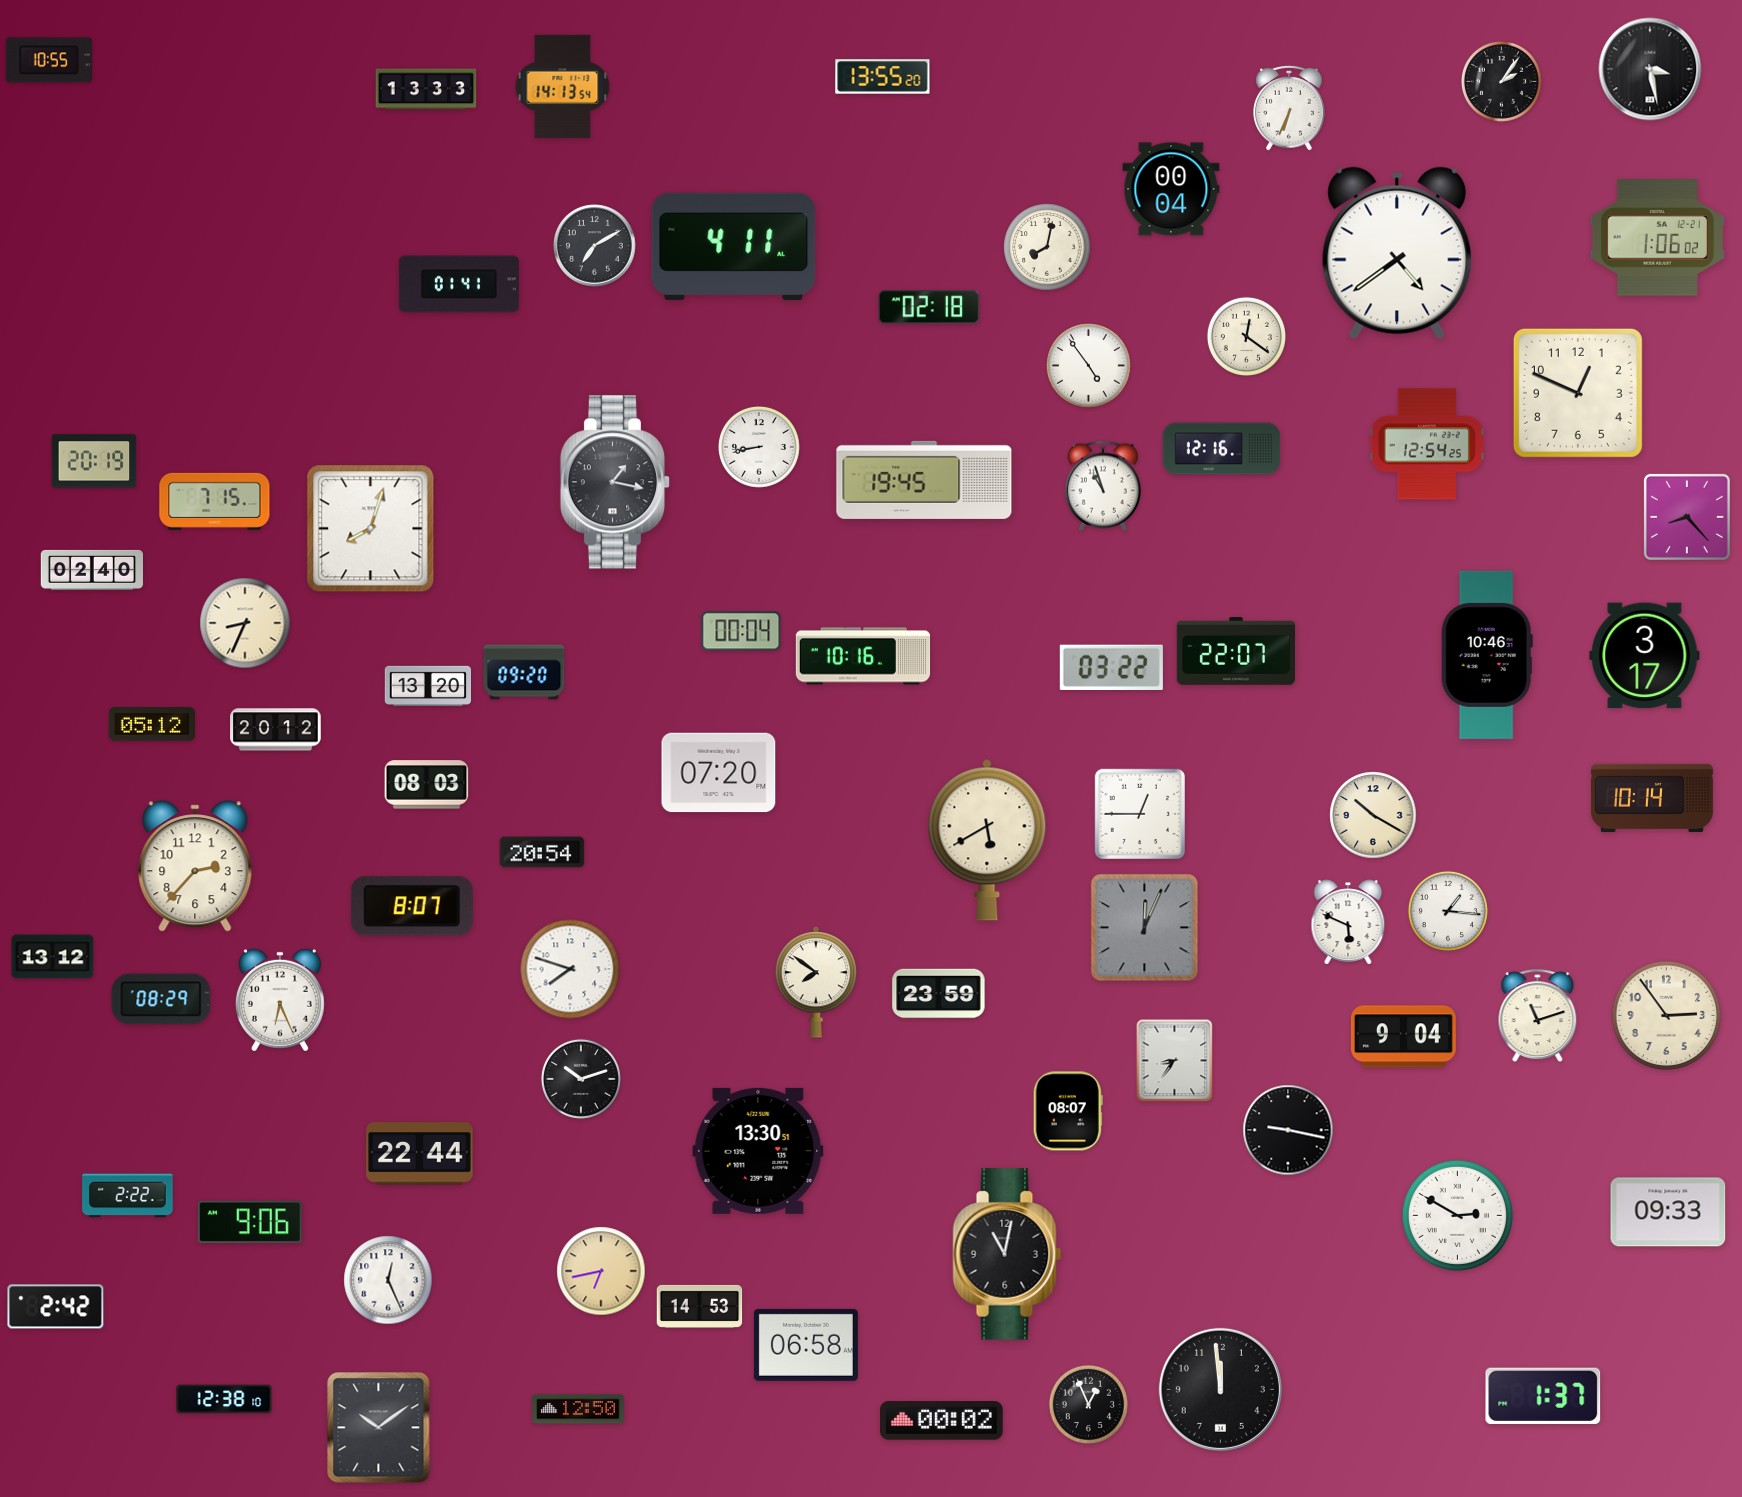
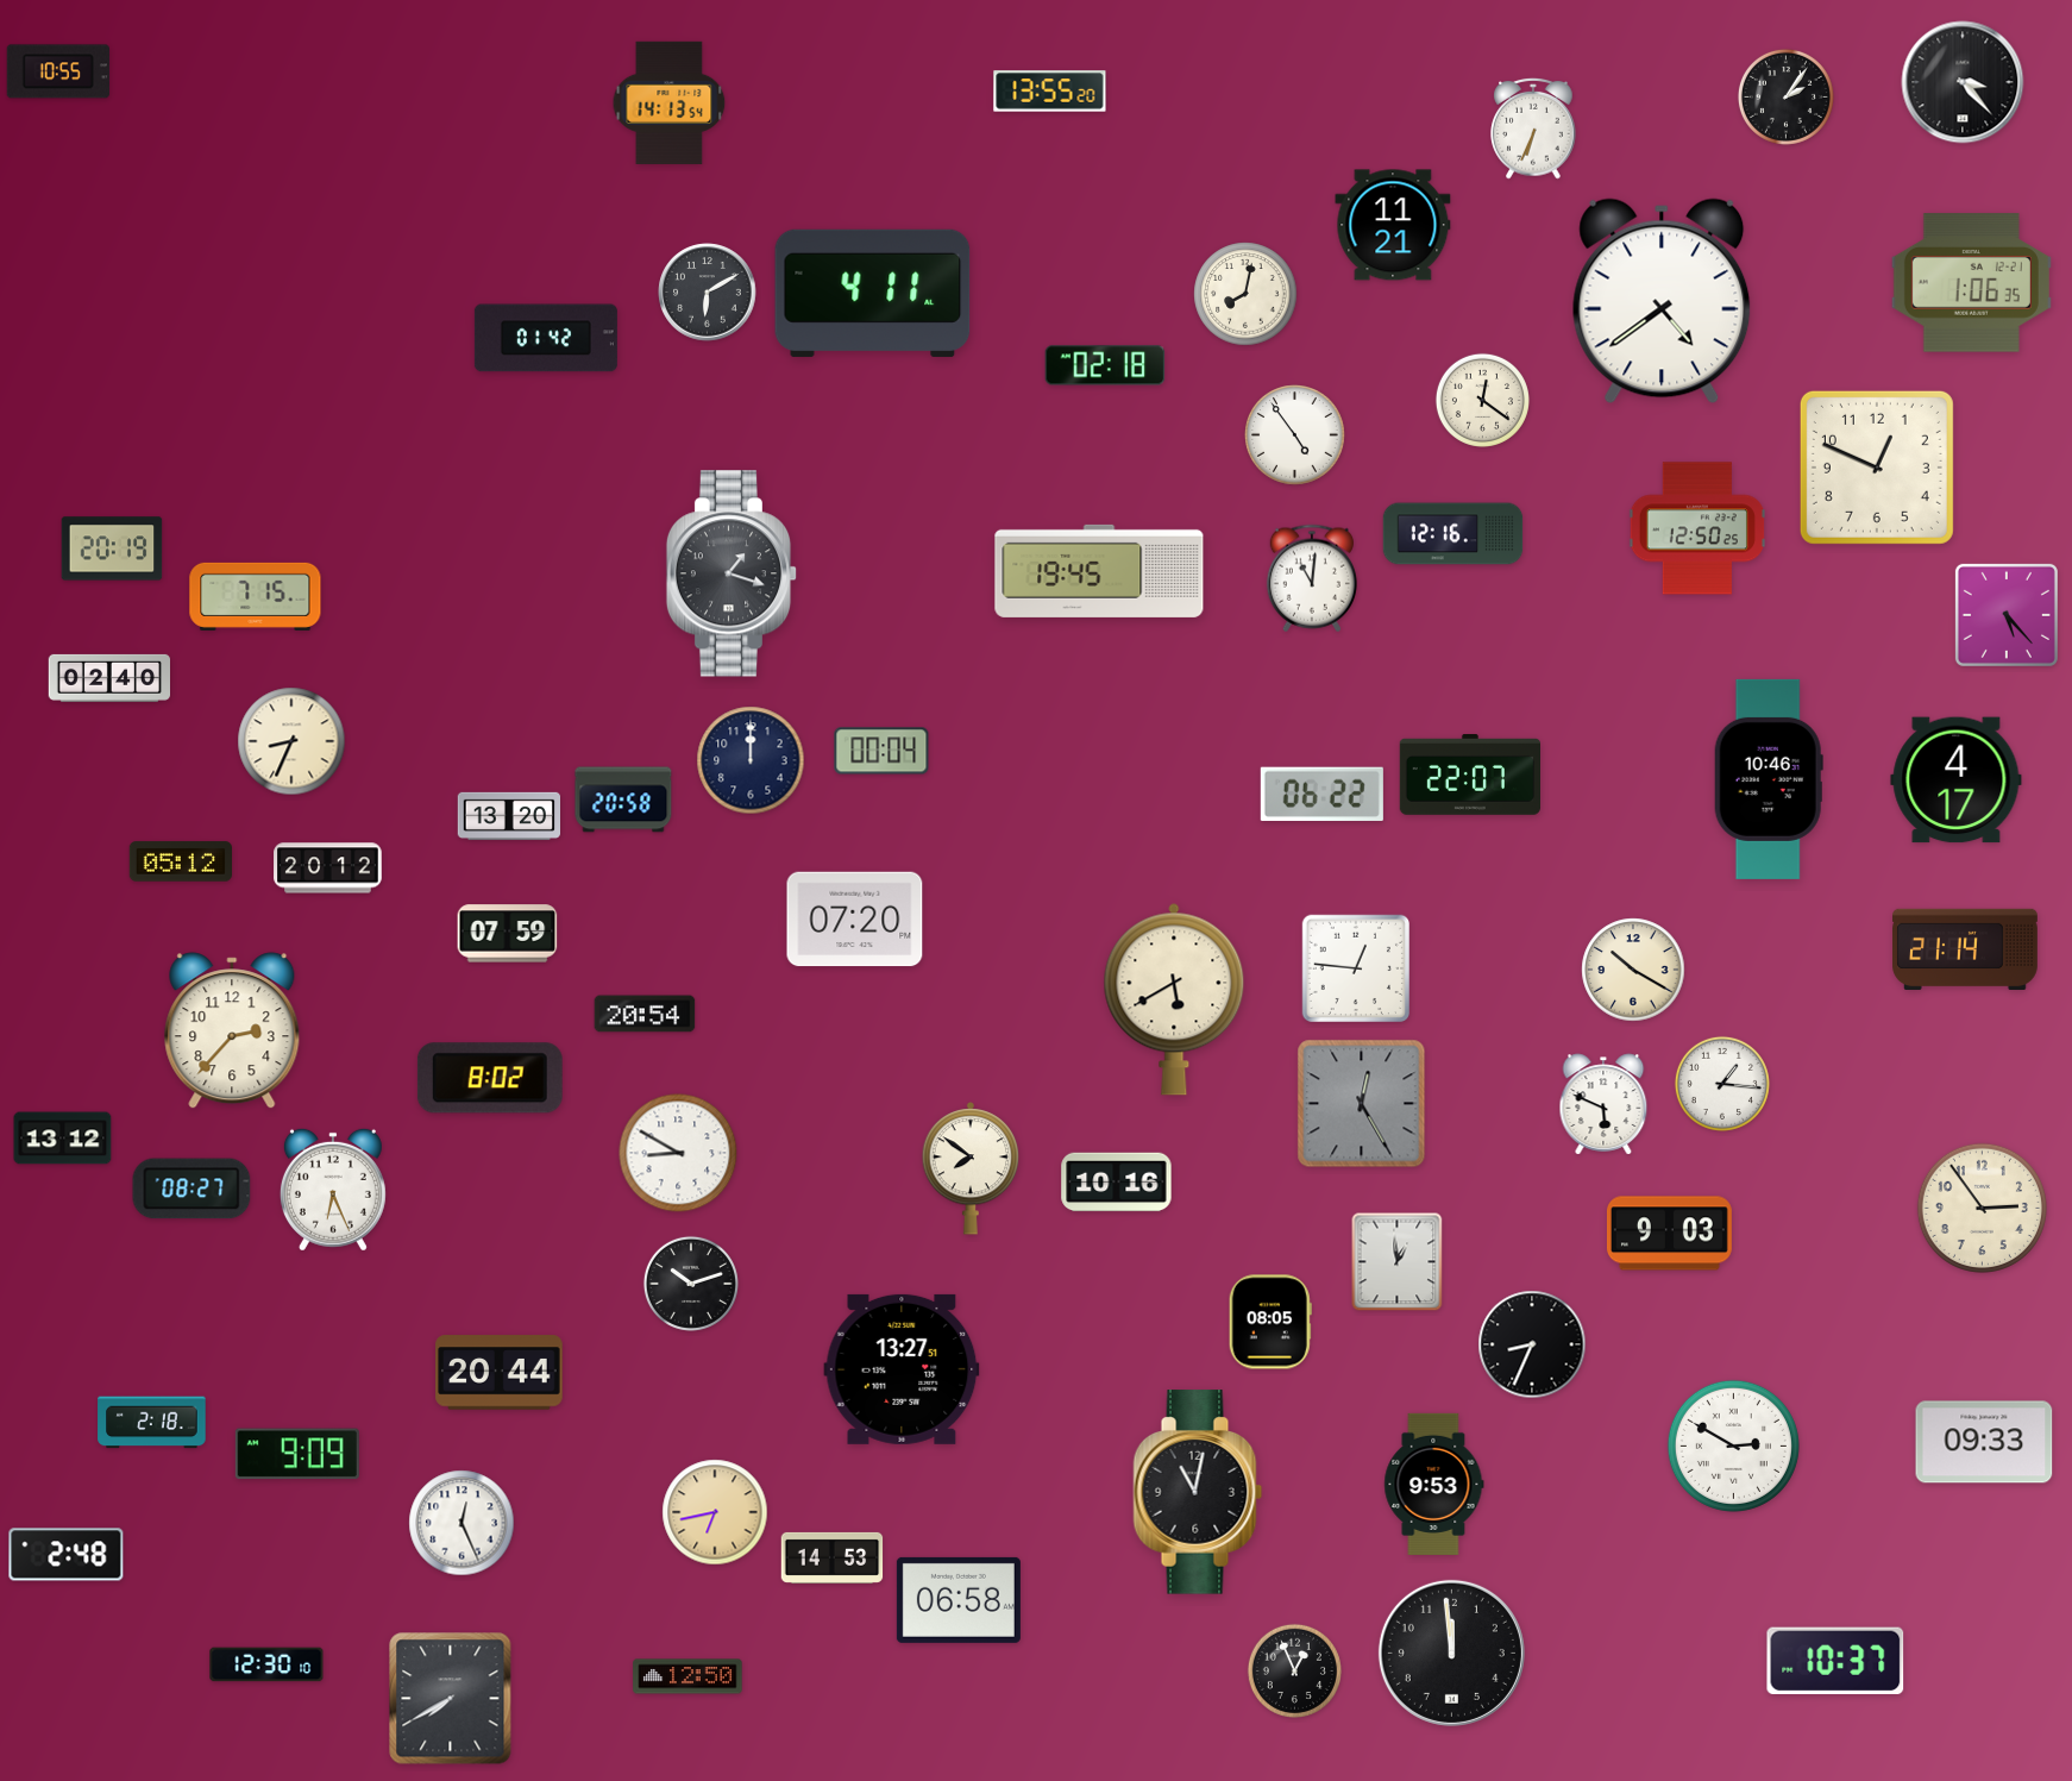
clock at (1650, 69): 3:28 -> 3:23
clock at (426, 89): 13:33 -> none
clock at (1171, 189): 00:04 -> 11:21
clock at (1657, 238): 1:06:02 -> 1:06:35
clock at (595, 246): 7:10 -> 6:10
clock at (459, 284): 01:41 -> 01:42
clock at (1427, 444): 12:54 -> 12:50
clock at (759, 447): 8:43 -> none
clock at (615, 482): 1:17 -> 1:18
clock at (1102, 486): 10:57 -> 11:01
clock at (1687, 517): 8:23 -> 5:23
clock at (371, 529): 8:03 -> none
clock at (751, 760): none -> 12:00
clock at (863, 656): 10:16 -> none
clock at (1645, 656): 3:17 -> 4:17
clock at (1111, 667): 03:22 -> 06:22
clock at (524, 672): 09:20 -> 20:58
clock at (427, 785): 08:03 -> 07:59
clock at (1652, 798): 10:14 -> 21:14
clock at (1139, 813): 12:45 -> 12:46
clock at (412, 906): 8:07 -> 8:02
clock at (1348, 922) position: (1348, 922) -> (1603, 1104)
clock at (1145, 928): 12:04 -> 12:25
clock at (570, 969): 7:48 -> 8:50
clock at (939, 994): 23:59 -> 10:16
clock at (161, 999): 08:29 -> 08:27
clock at (1538, 1015): 11:12 -> none
clock at (1403, 1037): 9:04 -> 9:03
clock at (1175, 1061): 8:36 -> 12:59
clock at (1068, 1111): 08:07 -> 08:05
clock at (1288, 1130): 9:17 -> 8:34
clock at (758, 1151): 13:30 -> 13:27
clock at (420, 1154): 22:44 -> 20:44
clock at (128, 1196): 2:22 -> 2:18
clock at (250, 1222): 9:06 -> 9:09
clock at (1434, 1484): none -> 9:53
clock at (700, 1306) position: (700, 1306) -> (833, 1557)
clock at (56, 1307): 2:42 -> 2:48
clock at (1543, 1396): 1:37 -> 10:37
clock at (224, 1399): 12:38 -> 12:30
clock at (942, 1421): 00:02 -> none
clock at (379, 1428): 10:09 -> 7:40
